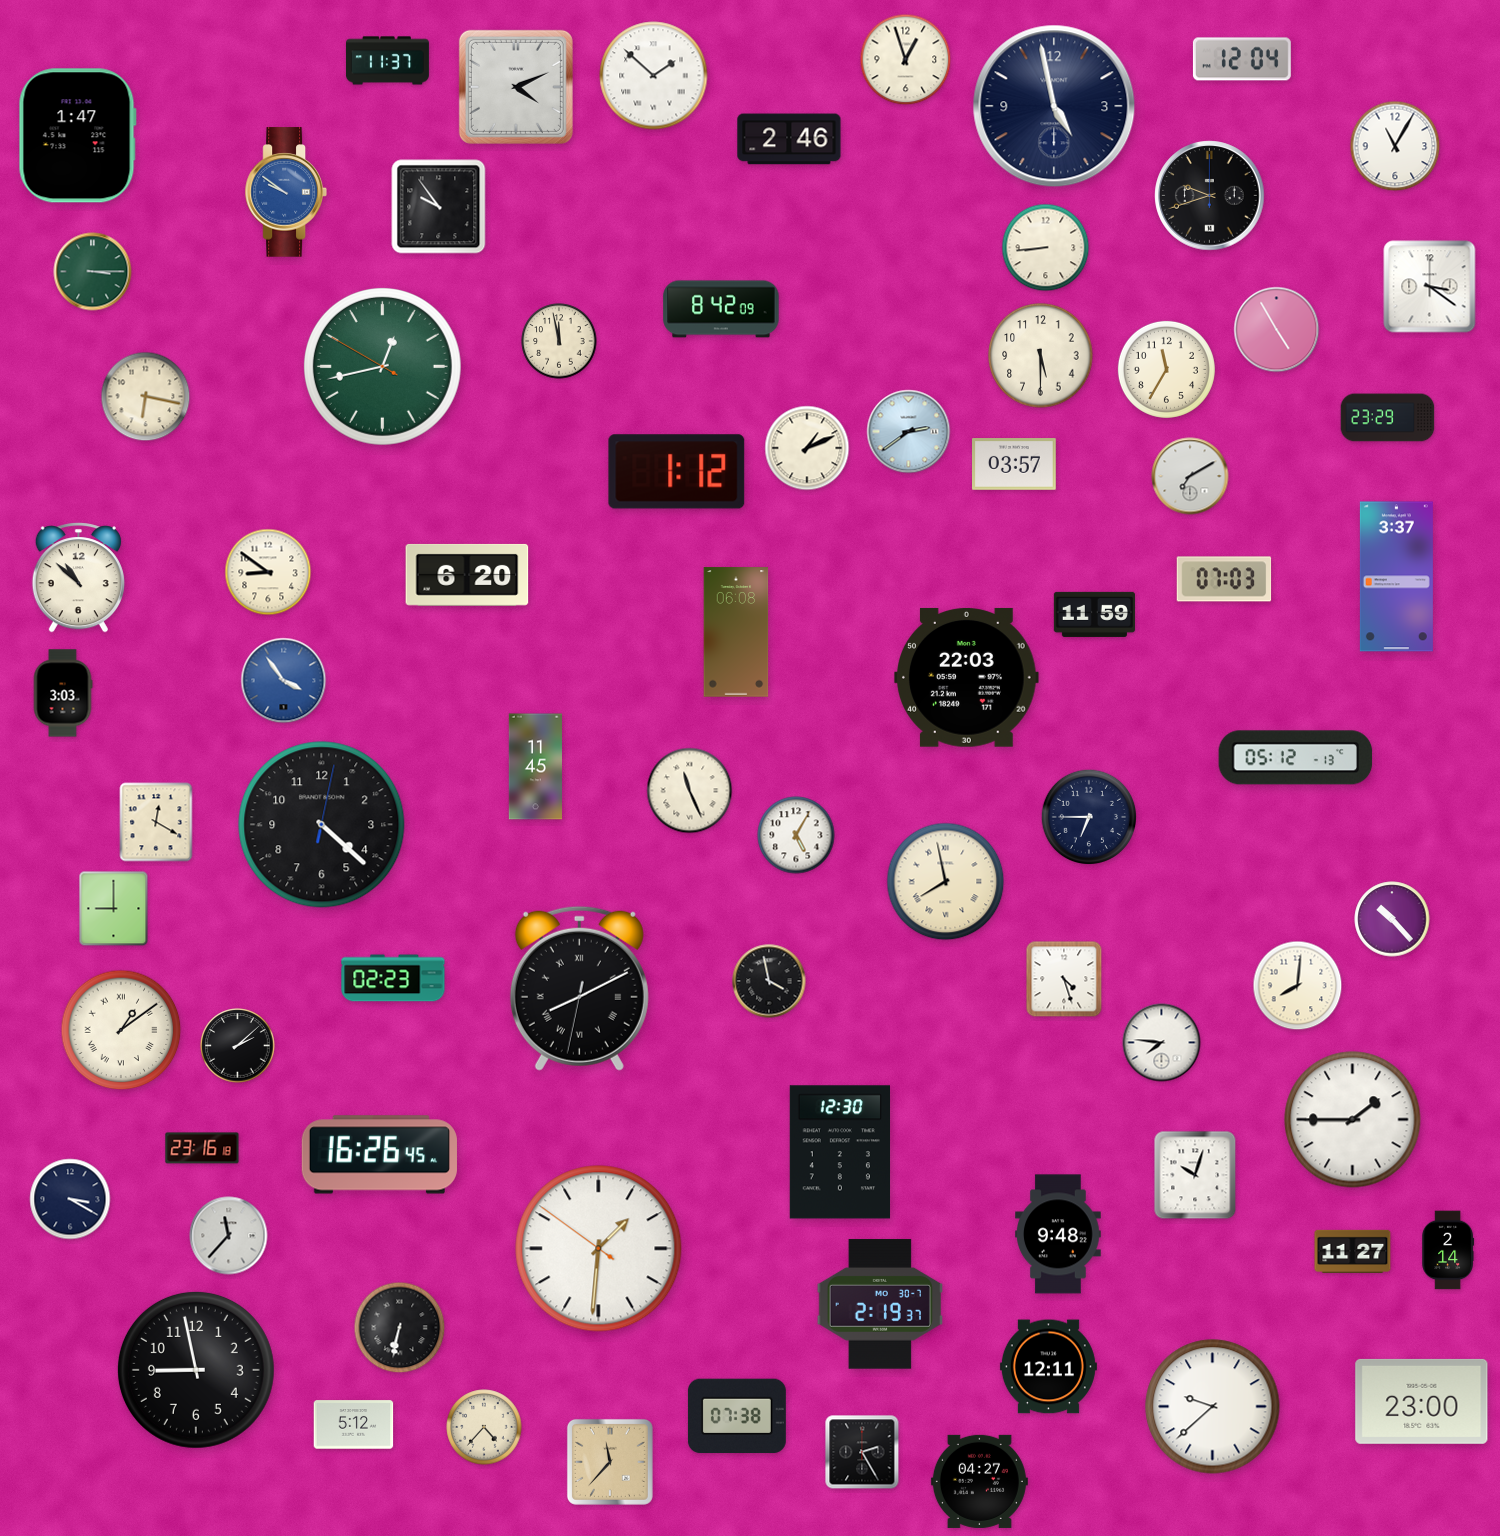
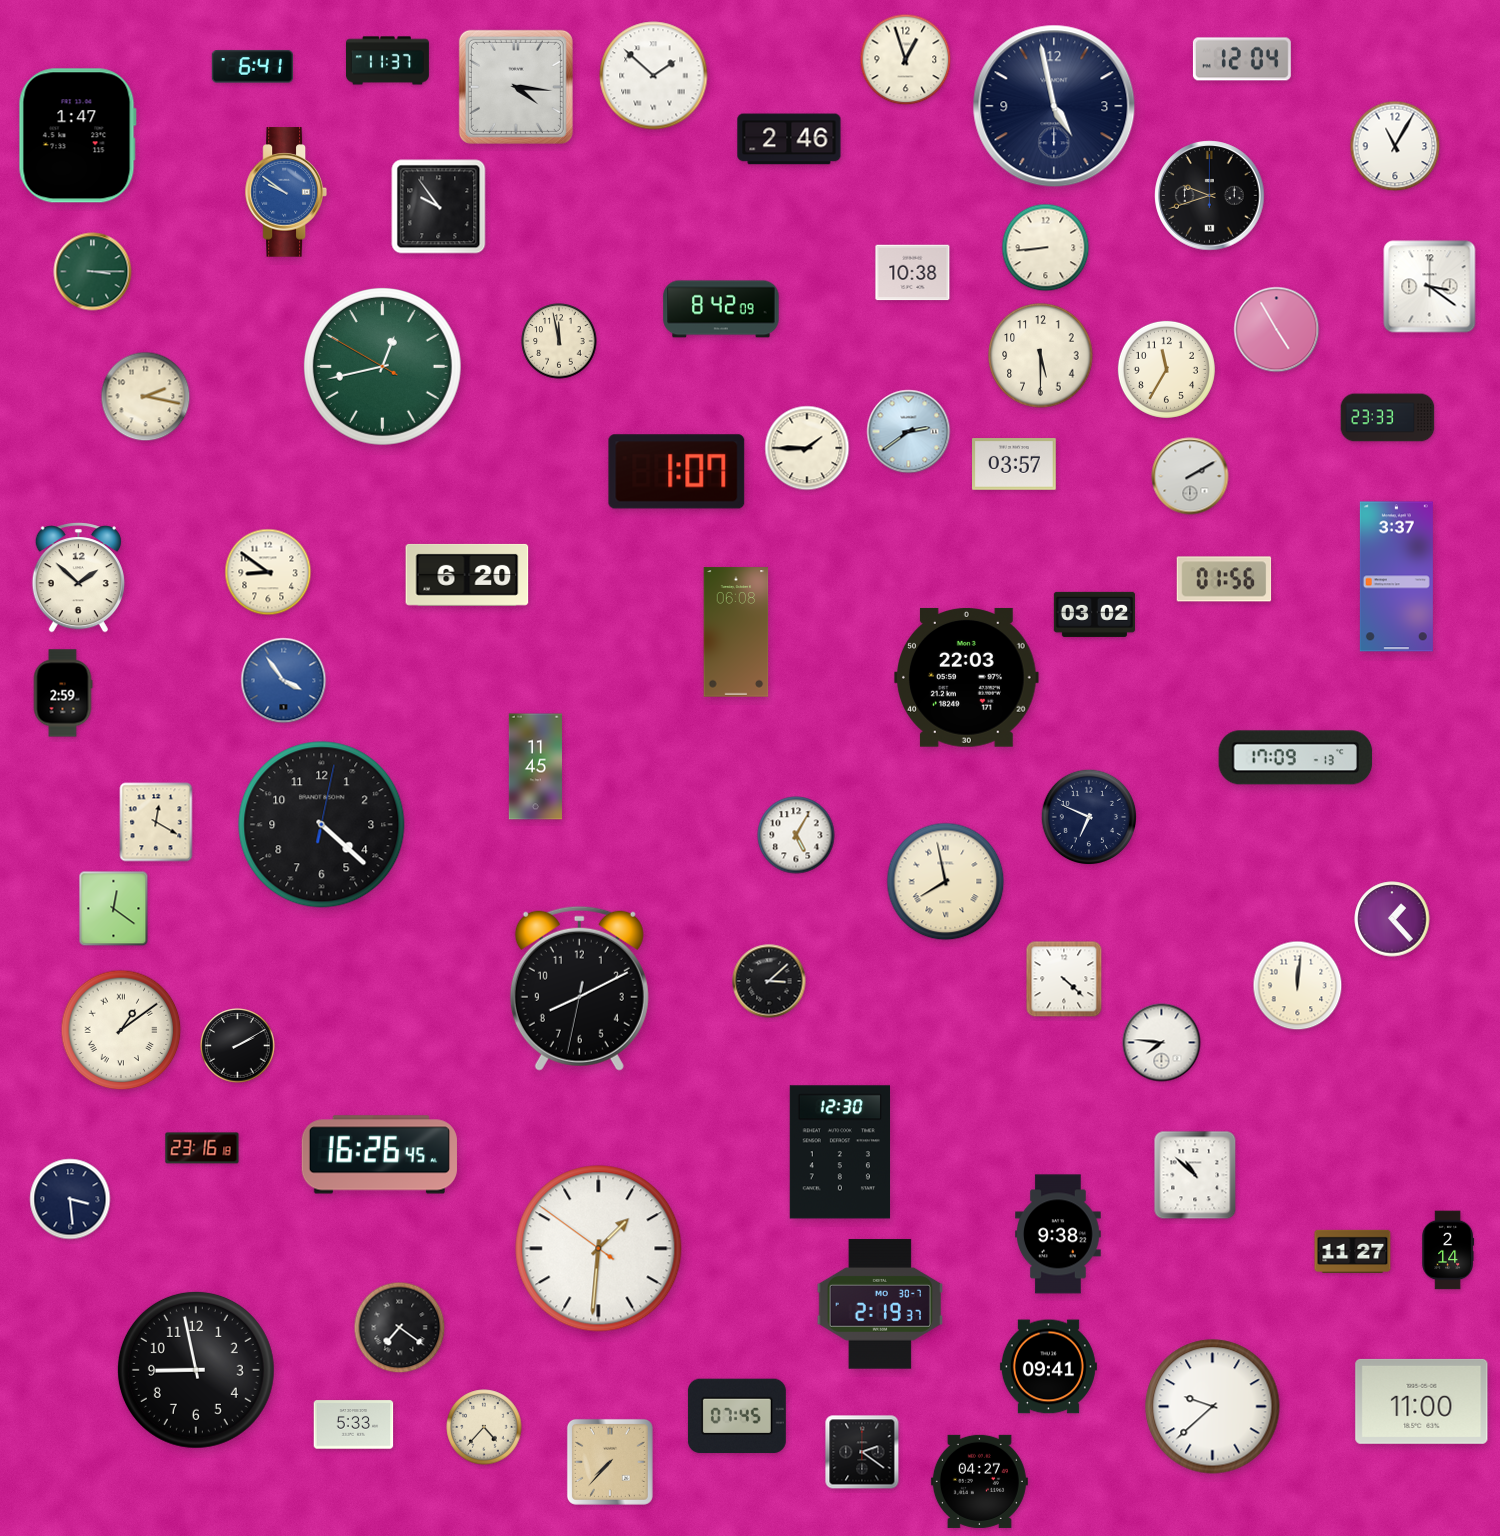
clock at (252, 67): none -> 6:41
clock at (516, 87): 4:11 -> 4:16
clock at (913, 273): none -> 10:38
clock at (146, 397): 6:17 -> 2:17
clock at (1388, 418): 23:29 -> 23:33
clock at (807, 448): 1:11 -> 1:45
clock at (677, 472): 1:12 -> 1:07
clock at (1190, 476): 7:10 -> 2:10
clock at (78, 578): 10:52 -> 1:52
clock at (1224, 579): 07:03 -> 01:56
clock at (1094, 614): 11:59 -> 03:02
clock at (63, 693): 3:03 -> 2:59
clock at (1296, 758): 05:12 -> 17:09
clock at (690, 791): 11:26 -> none
clock at (1088, 816): 6:45 -> 6:49
clock at (114, 909): 9:00 -> 12:21
clock at (1392, 919): 10:23 -> 1:23
clock at (393, 978): 02:23 -> none
clock at (1064, 979): 4:27 -> 4:22
clock at (769, 981): 3:58 -> 3:08
clock at (1298, 986): 8:01 -> 12:01
clock at (579, 988) numerals: Roman -> Arabic
clock at (238, 1046): 2:08 -> 2:10
clock at (1353, 1120): 1:45 -> none
clock at (1195, 1175): 10:03 -> 10:52
clock at (70, 1199): 3:20 -> 3:29
clock at (1059, 1234): 9:48 -> 9:38
clock at (229, 1236): 11:37 -> none
clock at (400, 1328): 6:32 -> 7:21
clock at (1048, 1367): 12:11 -> 09:41
clock at (1422, 1401): 23:00 -> 11:00
clock at (737, 1416): 07:38 -> 07:45
clock at (354, 1425): 5:12 -> 5:33
clock at (862, 1452): 2:25 -> 2:21
clock at (610, 1462): 11:37 -> 7:37
